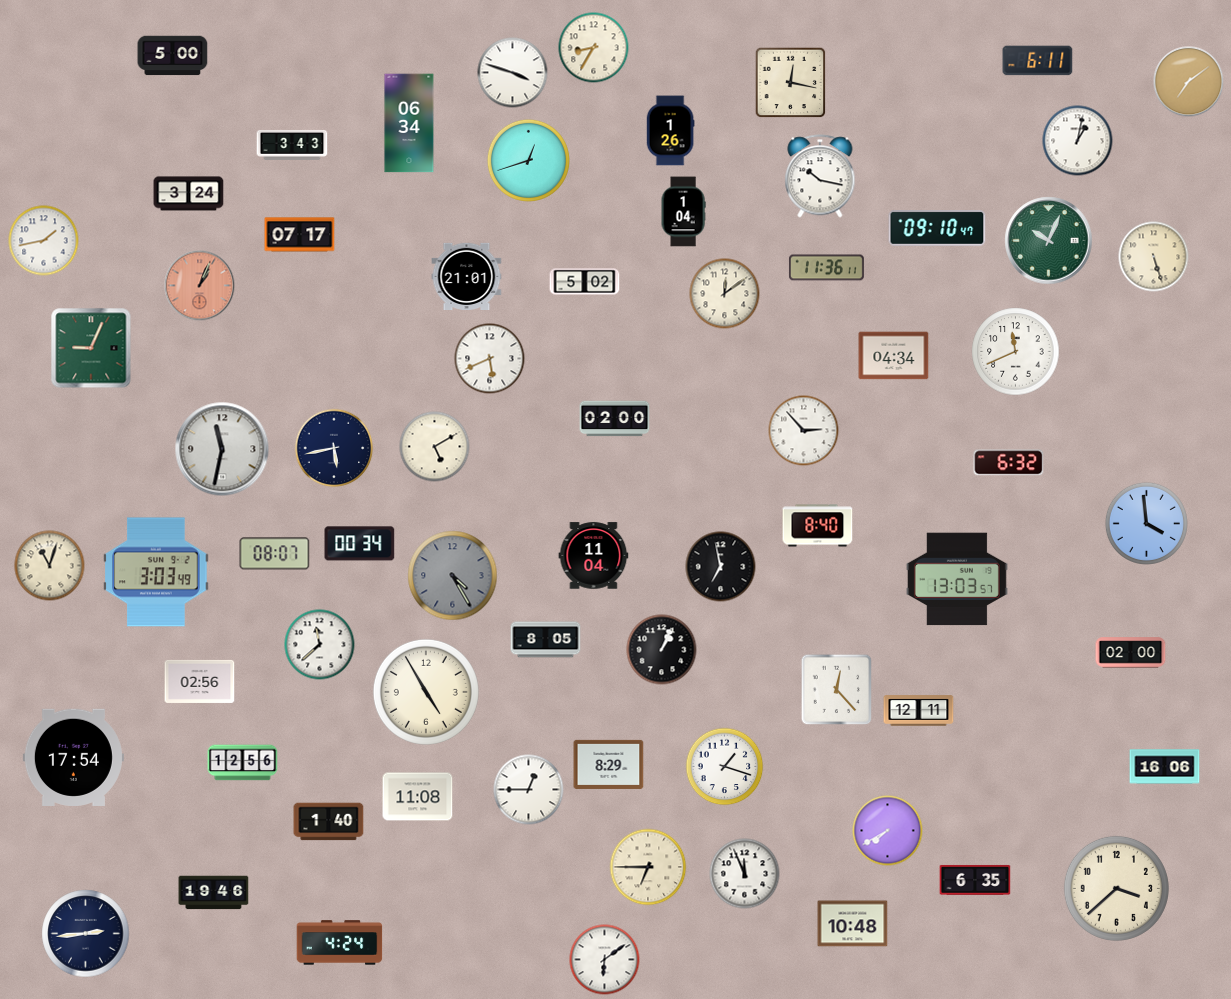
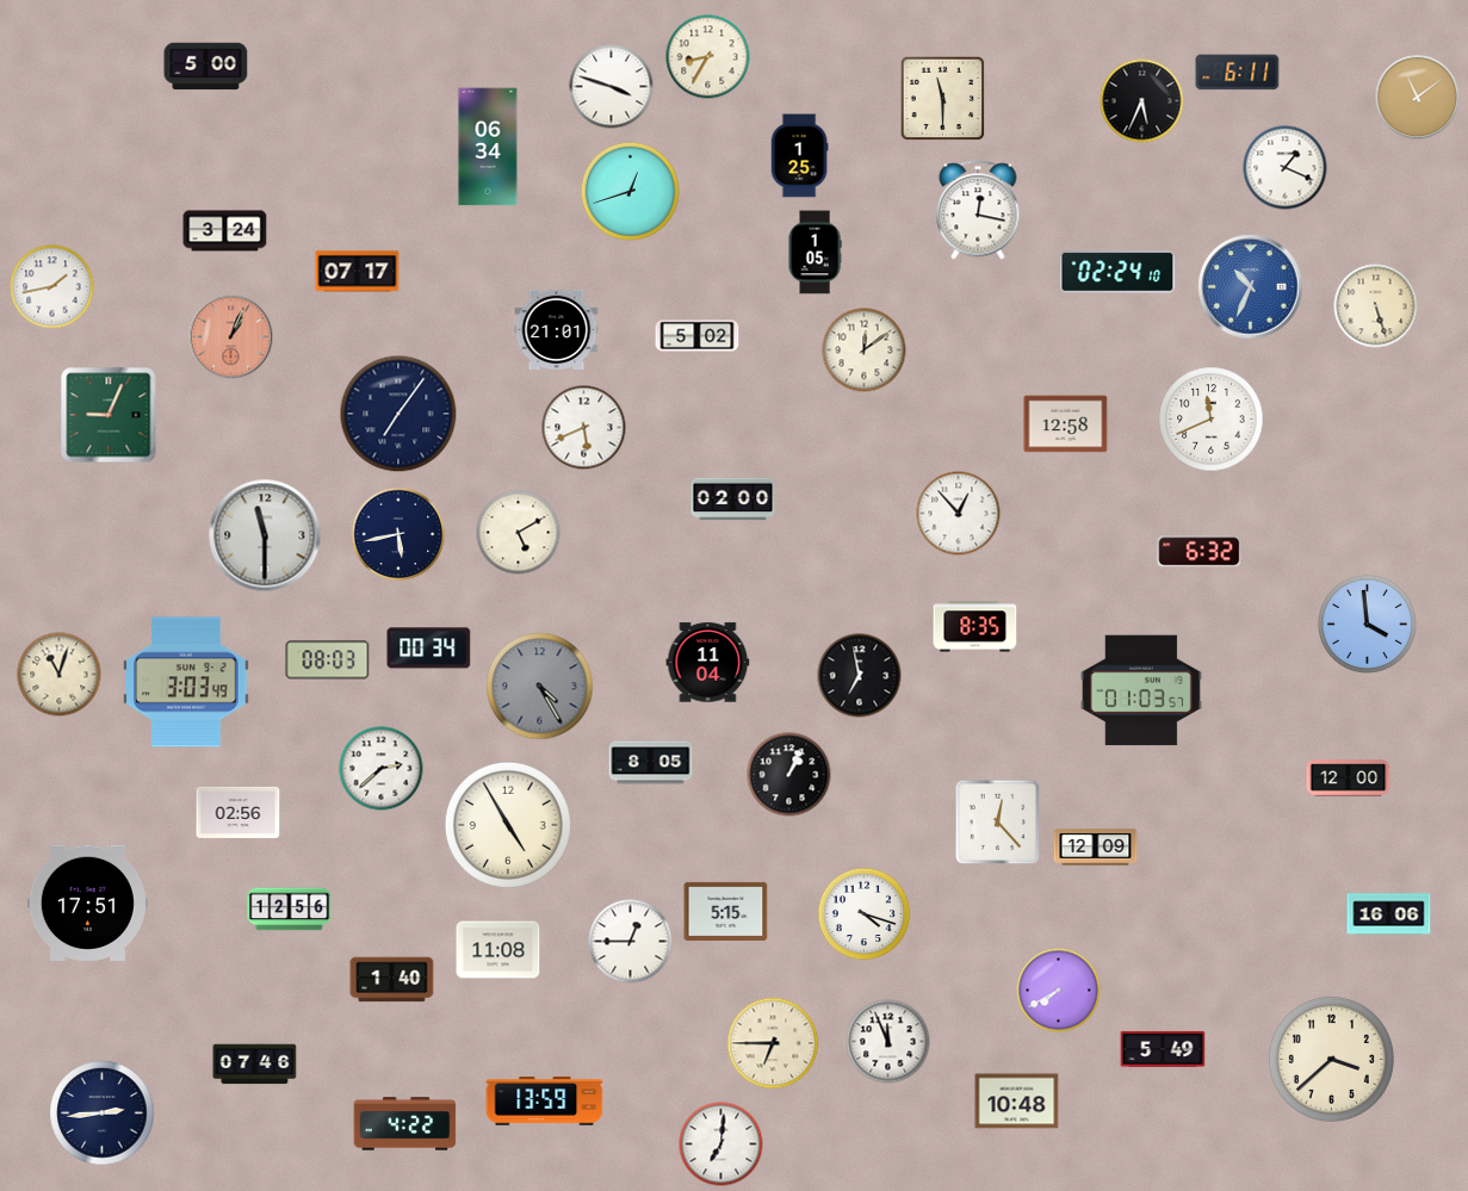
clock at (1189, 82): 7:09 -> 11:09
clock at (791, 83): 12:17 -> 11:30
clock at (1142, 101): none -> 5:34
clock at (670, 131): 1:26 -> 1:25
clock at (1078, 141): 1:02 -> 1:19
clock at (292, 145): 3:43 -> none
clock at (820, 176): 10:17 -> 12:17
clock at (683, 212): 1:04 -> 1:05
clock at (937, 229): 09:10 -> 02:24
clock at (300, 235) position: (300, 235) -> (358, 272)
clock at (1049, 241): 10:04 -> 10:34
clock at (1049, 241) dial: green -> blue
clock at (826, 268): 11:36 -> none
clock at (200, 286) position: (200, 286) -> (231, 337)
clock at (398, 414): none -> 7:06
clock at (894, 356): 04:34 -> 12:58
clock at (804, 431): 2:53 -> 12:53
clock at (222, 449): 11:32 -> 11:30
clock at (1009, 463) position: (1009, 463) -> (1200, 552)
clock at (818, 526): 8:40 -> 8:35
clock at (275, 554): 08:07 -> 08:03
clock at (957, 579): 13:03 -> 01:03
clock at (320, 645): 11:38 -> 2:38
clock at (1131, 653): 02:00 -> 12:00
clock at (919, 711): 12:11 -> 12:09
clock at (73, 757): 17:54 -> 17:51
clock at (609, 764): 8:29 -> 5:15
clock at (725, 767): 1:18 -> 4:18
clock at (648, 867) position: (648, 867) -> (773, 1043)
clock at (975, 880): 6:35 -> 5:49
clock at (214, 893): 19:46 -> 07:46
clock at (545, 1102): none -> 13:59
clock at (340, 943): 4:24 -> 4:22
clock at (605, 960): 6:09 -> 7:01
